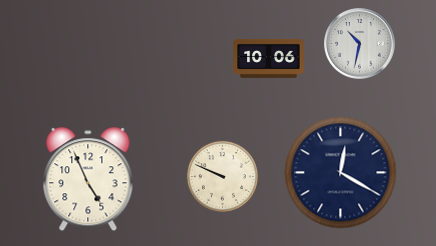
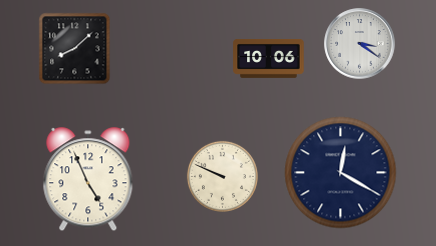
clock at (360, 44): 10:32 -> 3:21
clock at (75, 49): none -> 8:08
